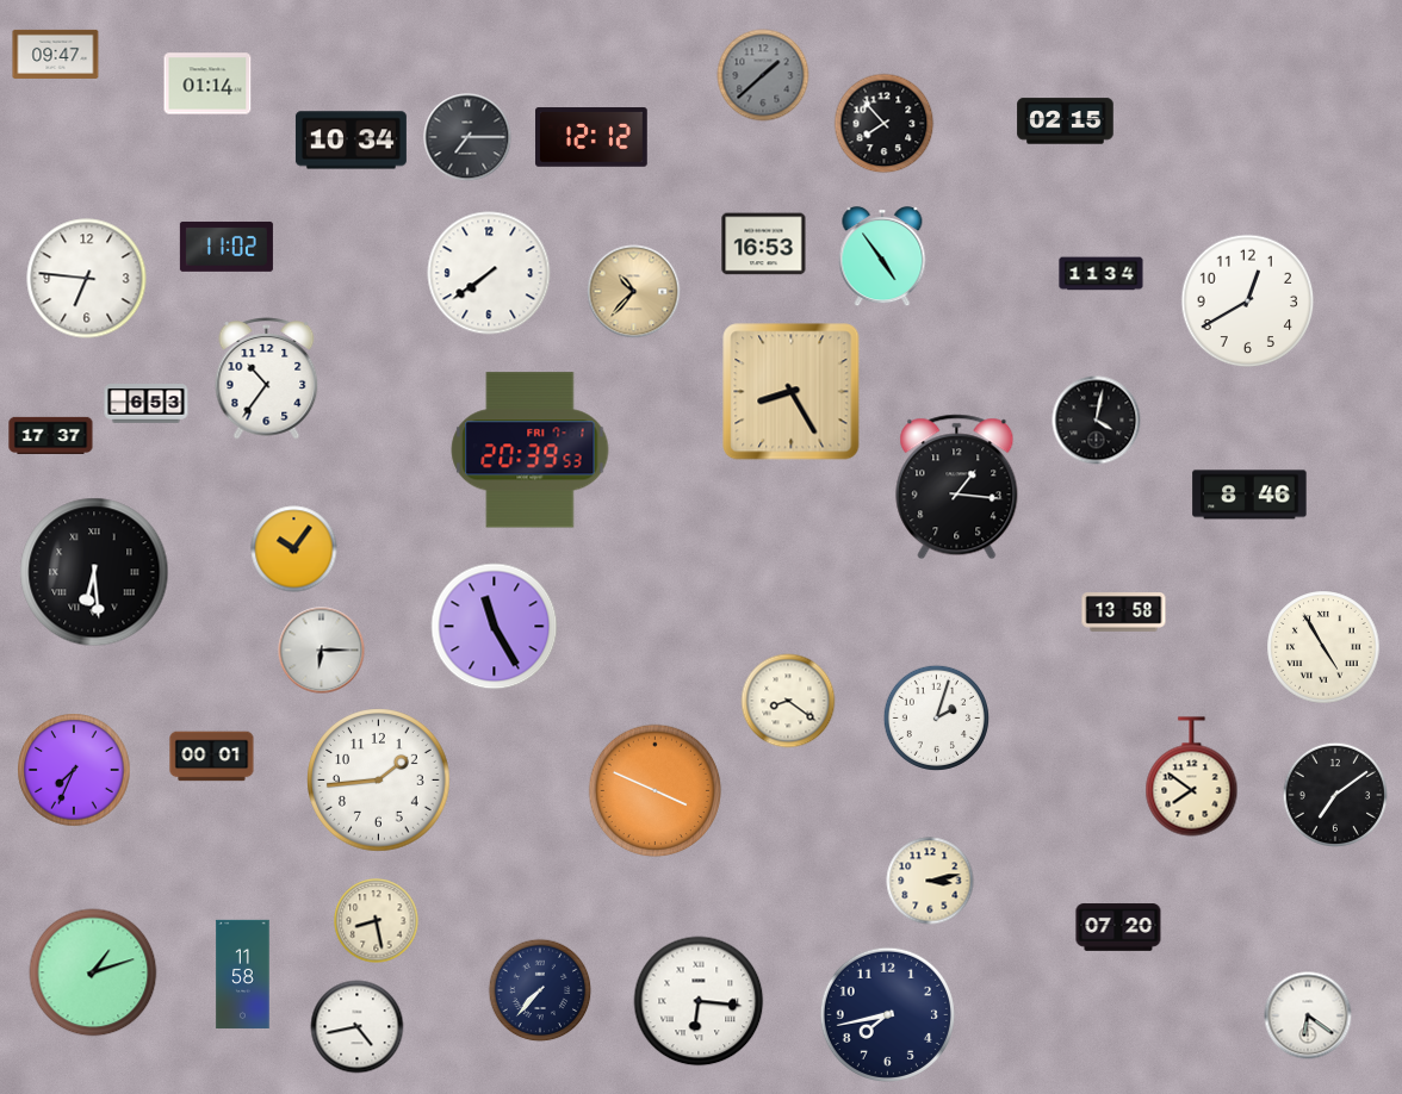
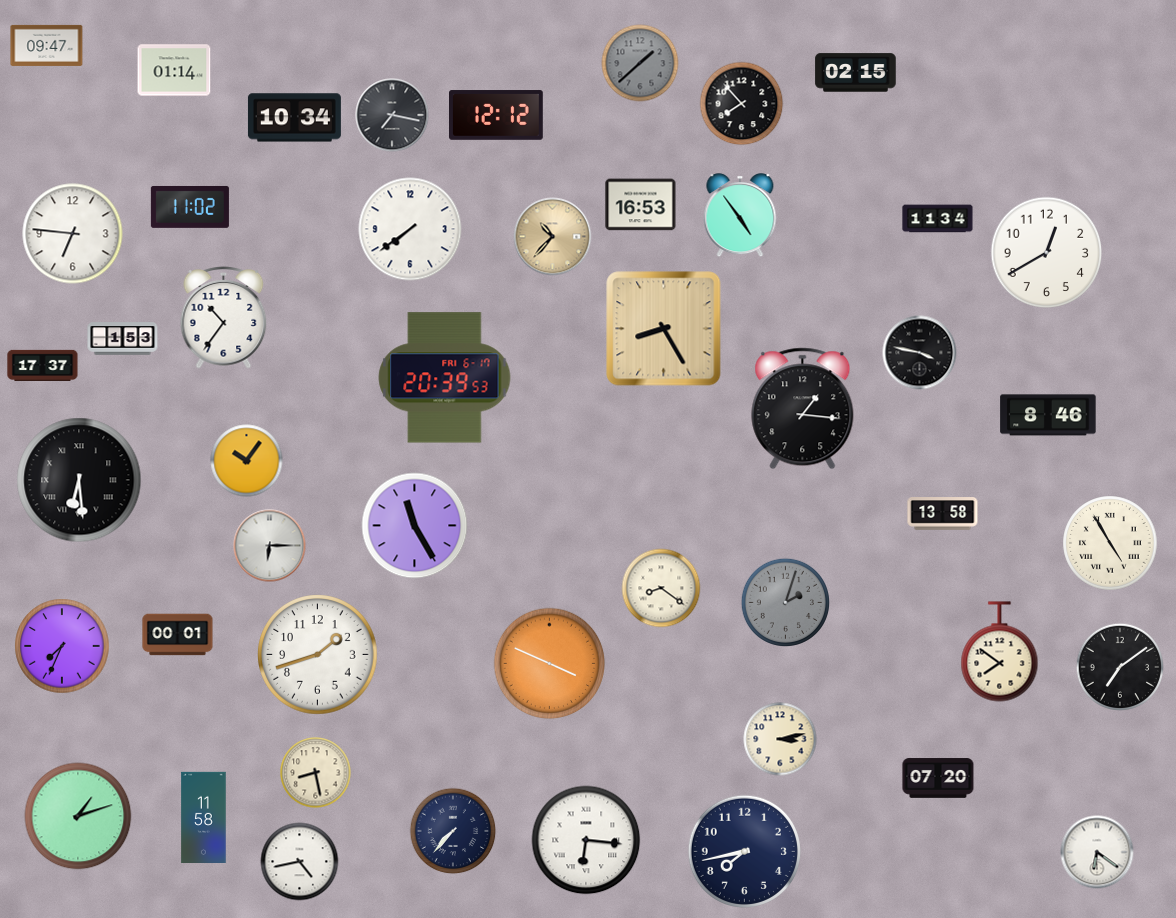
clock at (1066, 122) position: (1066, 122) -> (856, 73)
clock at (467, 137): 7:15 -> 7:17
clock at (1102, 274) position: (1102, 274) -> (938, 219)
clock at (634, 292) position: (634, 292) -> (553, 237)
clock at (147, 404): 6:53 -> 1:53
clock at (1097, 421): 4:02 -> 3:47
clock at (531, 450) date: FRI 7-1 -> FRI 6-17
clock at (936, 717) dial: white -> grey
clock at (379, 781): 1:44 -> 1:42
